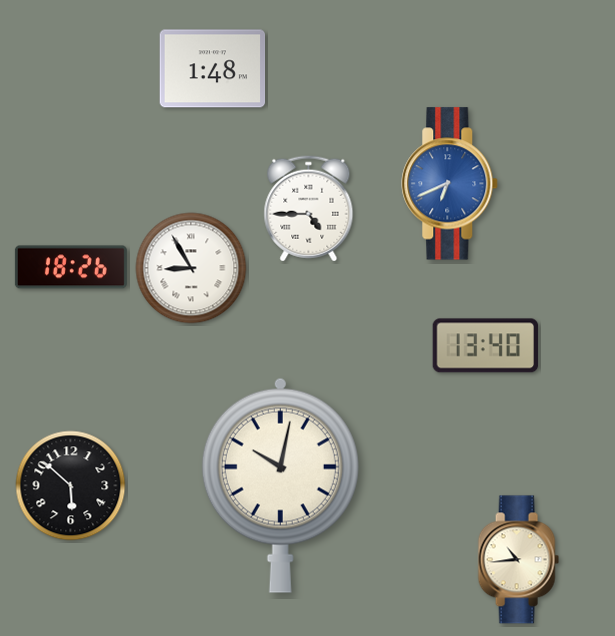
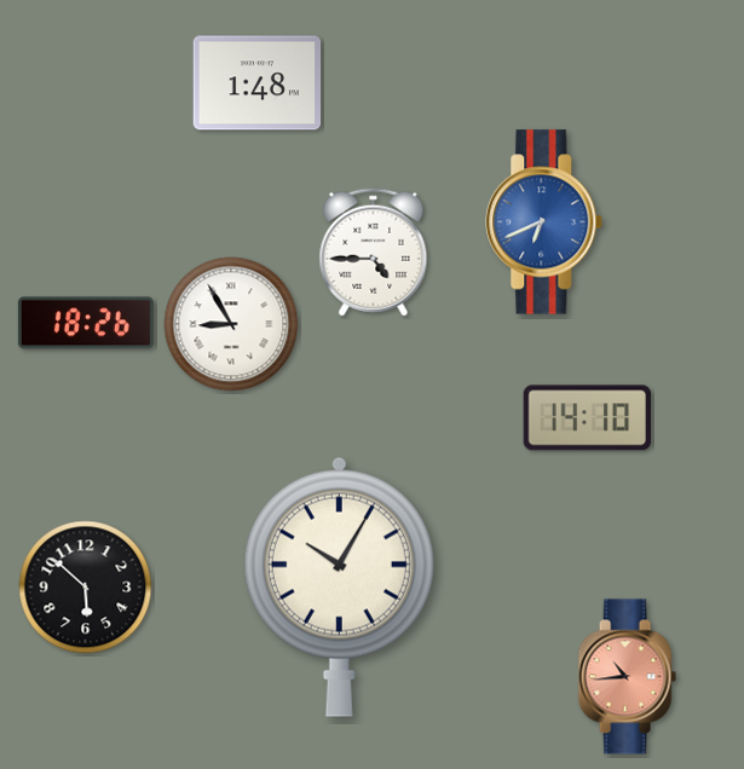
clock at (486, 346): 13:40 -> 14:10
clock at (280, 485): 10:02 -> 10:05
clock at (518, 560) dial: cream -> salmon
